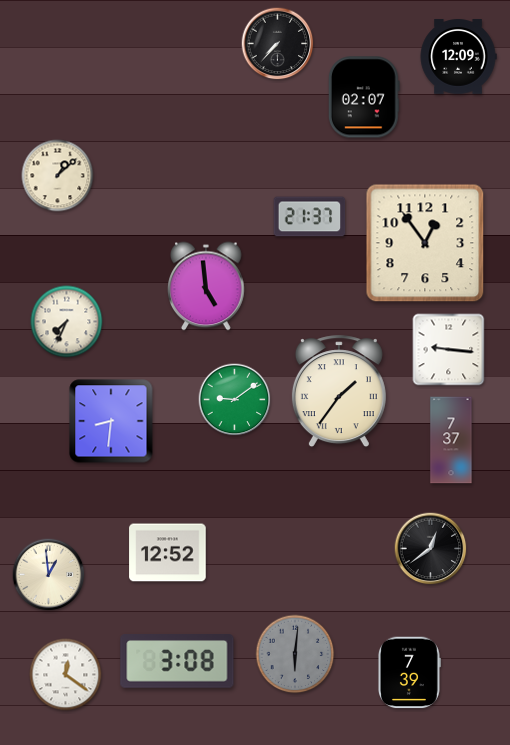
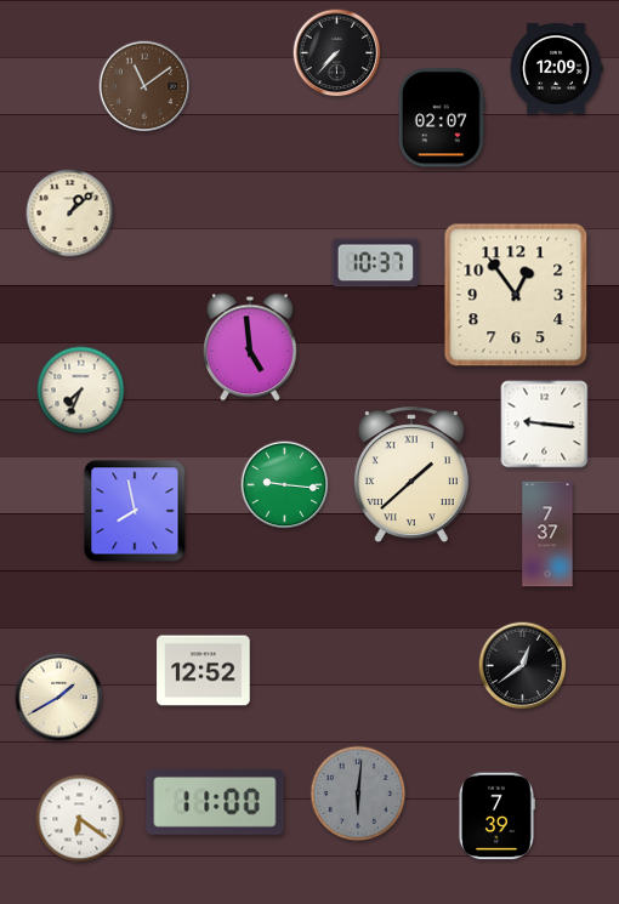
clock at (144, 86): none -> 11:09
clock at (310, 217): 21:37 -> 10:37
clock at (339, 392): 1:36 -> 1:38
clock at (235, 400): 9:09 -> 9:16
clock at (111, 421): 8:31 -> 7:58
clock at (49, 575): 12:59 -> 1:40
clock at (177, 661): 3:08 -> 11:00
clock at (66, 675): 12:21 -> 6:21
